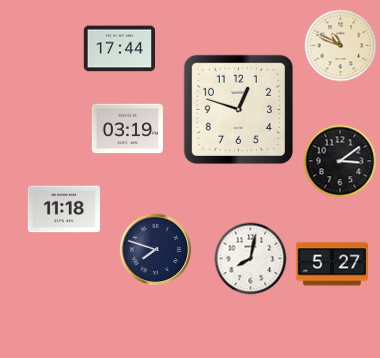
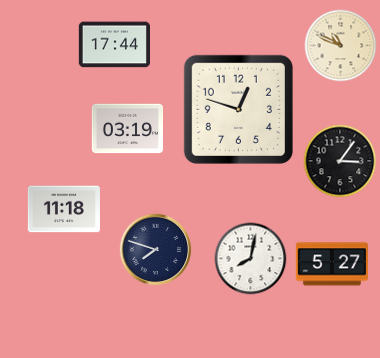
clock at (119, 49) position: (119, 49) -> (114, 45)
clock at (340, 161): 3:09 -> 3:06
